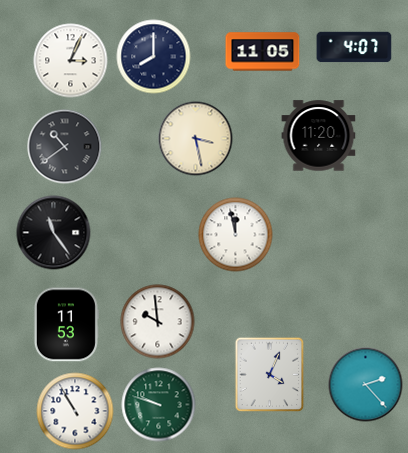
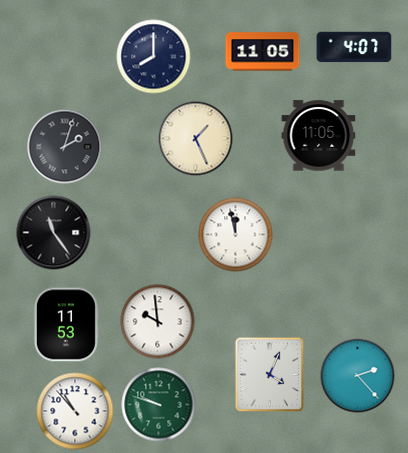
clock at (71, 61): 3:04 -> none
clock at (319, 136): 11:20 -> 11:05
clock at (196, 139): 3:28 -> 1:26
clock at (65, 147): 10:39 -> 2:03
clock at (366, 385) position: (366, 385) -> (358, 376)
clock at (75, 411): 10:55 -> 10:53
